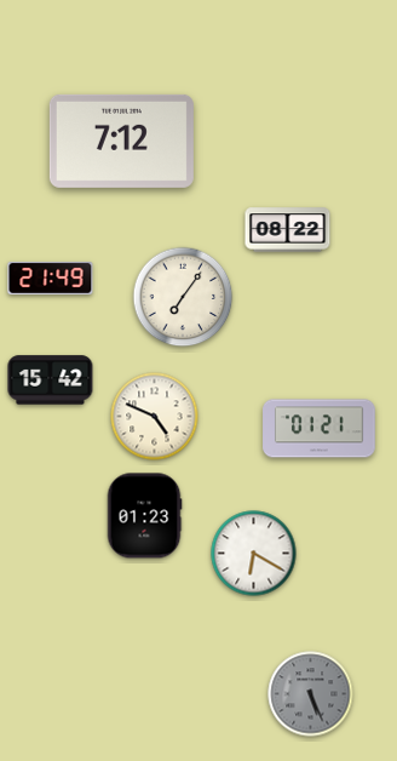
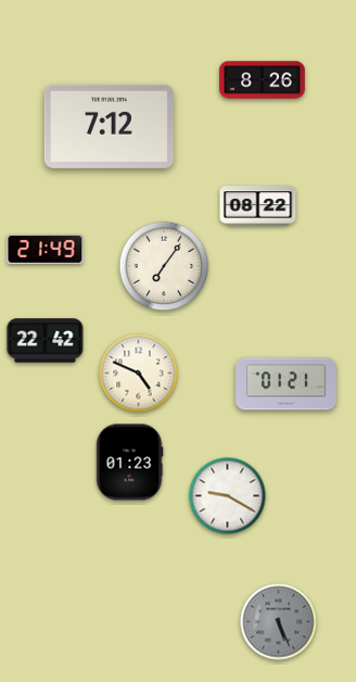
clock at (263, 80): none -> 8:26
clock at (51, 380): 15:42 -> 22:42
clock at (254, 554): 6:20 -> 9:20
